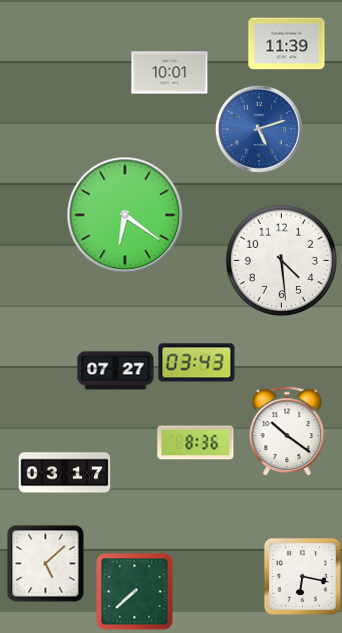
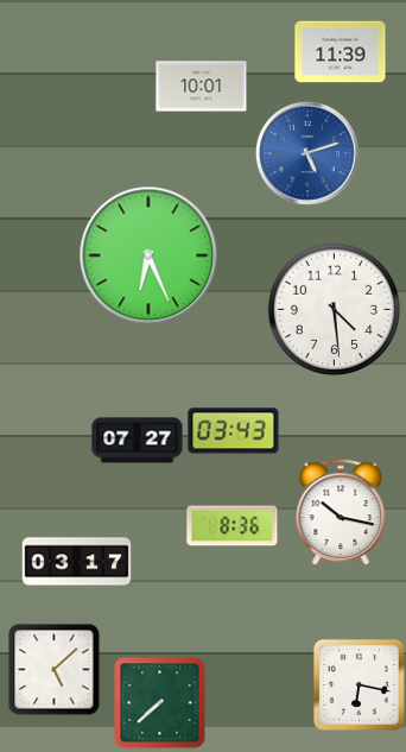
clock at (125, 215): 6:21 -> 6:26
clock at (287, 431): 10:21 -> 10:17
